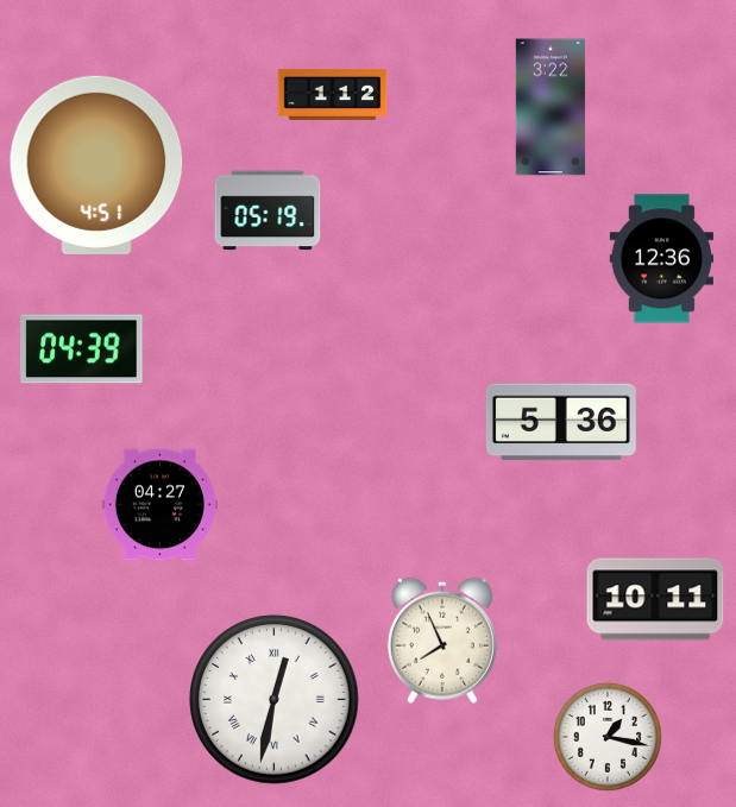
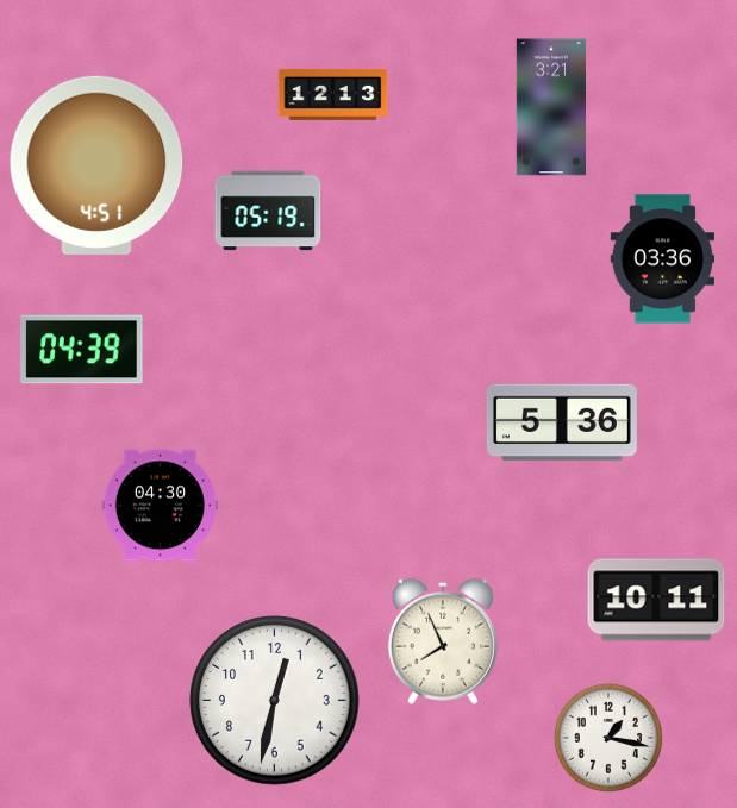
clock at (333, 94): 1:12 -> 12:13
clock at (551, 107): 3:22 -> 3:21
clock at (661, 259): 12:36 -> 03:36
clock at (159, 505): 04:27 -> 04:30
clock at (275, 700) numerals: Roman -> Arabic
